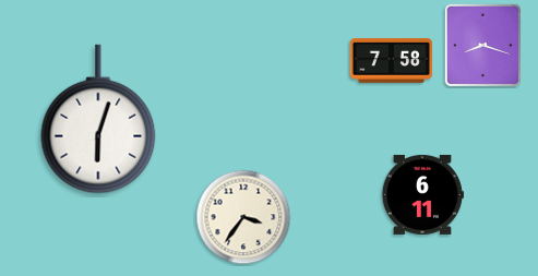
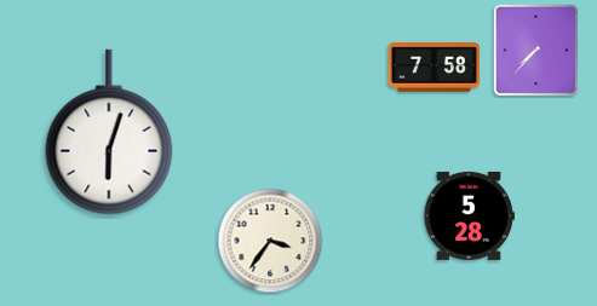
clock at (482, 45): 8:18 -> 7:37
clock at (422, 194): 6:11 -> 5:28
